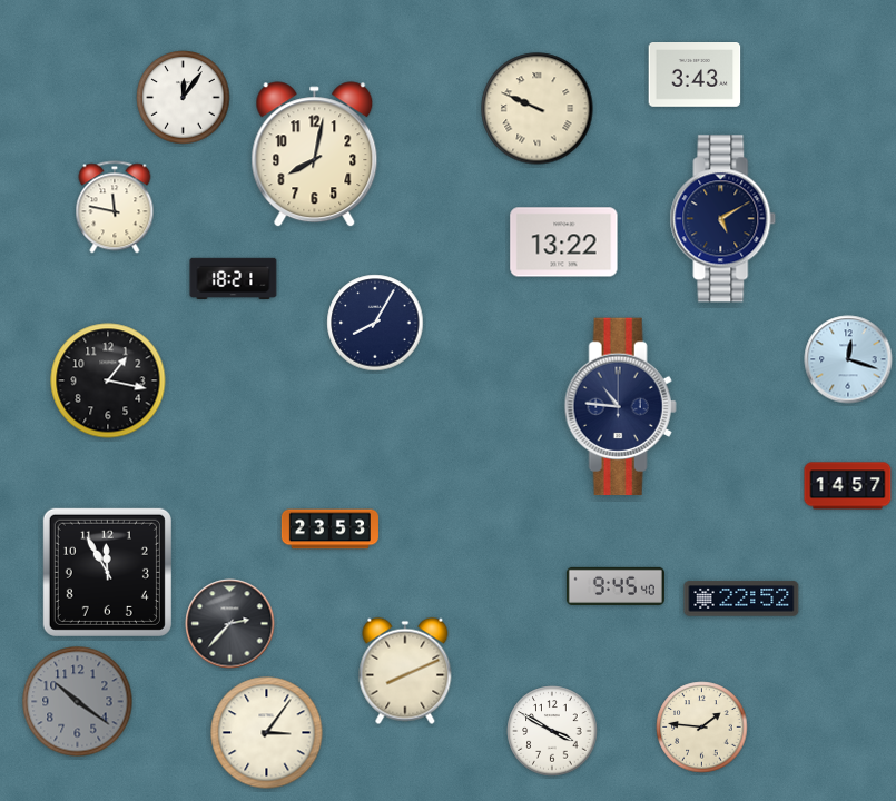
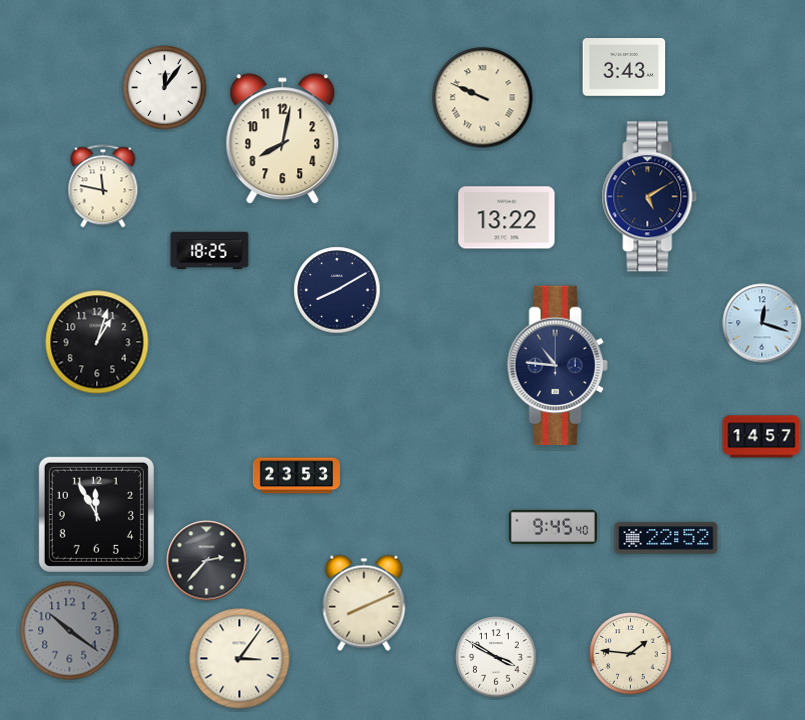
clock at (234, 279): 18:21 -> 18:25
clock at (375, 323): 8:05 -> 8:10
clock at (108, 380): 1:17 -> 1:03
